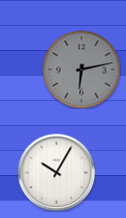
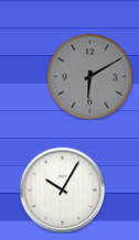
clock at (81, 69): 6:13 -> 6:10
